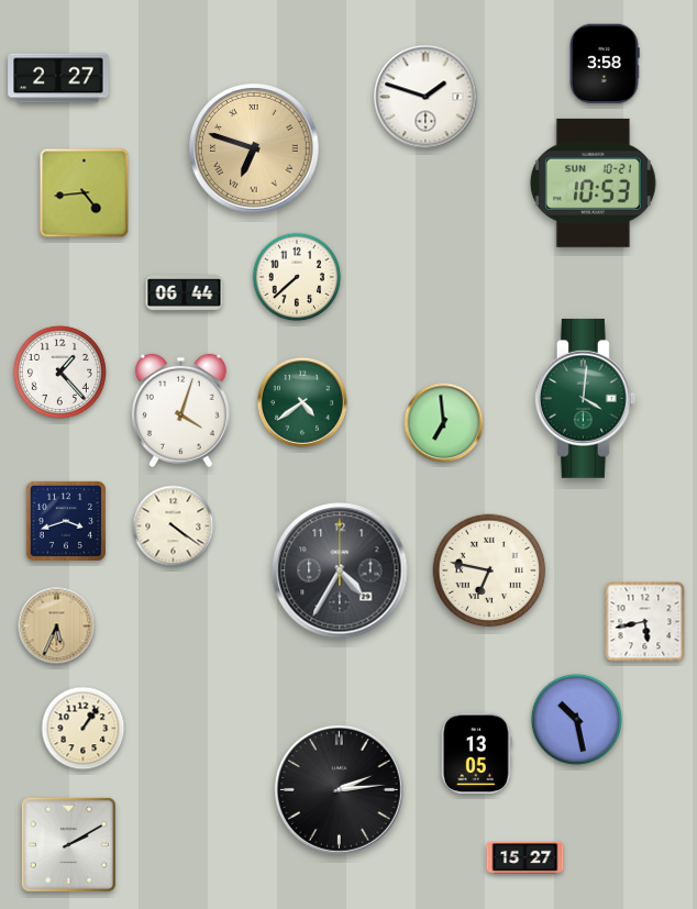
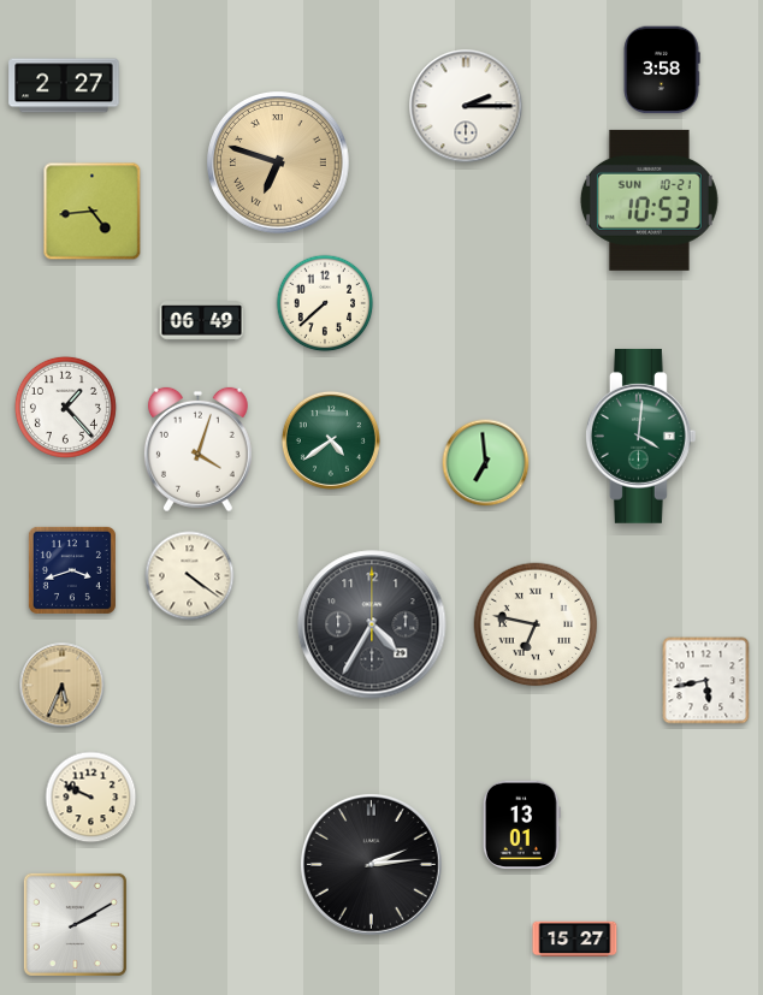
clock at (425, 97): 1:48 -> 2:15
clock at (185, 293): 06:44 -> 06:49
clock at (576, 719): 10:28 -> none
clock at (84, 729): 1:06 -> 9:49
clock at (476, 754): 13:05 -> 13:01
